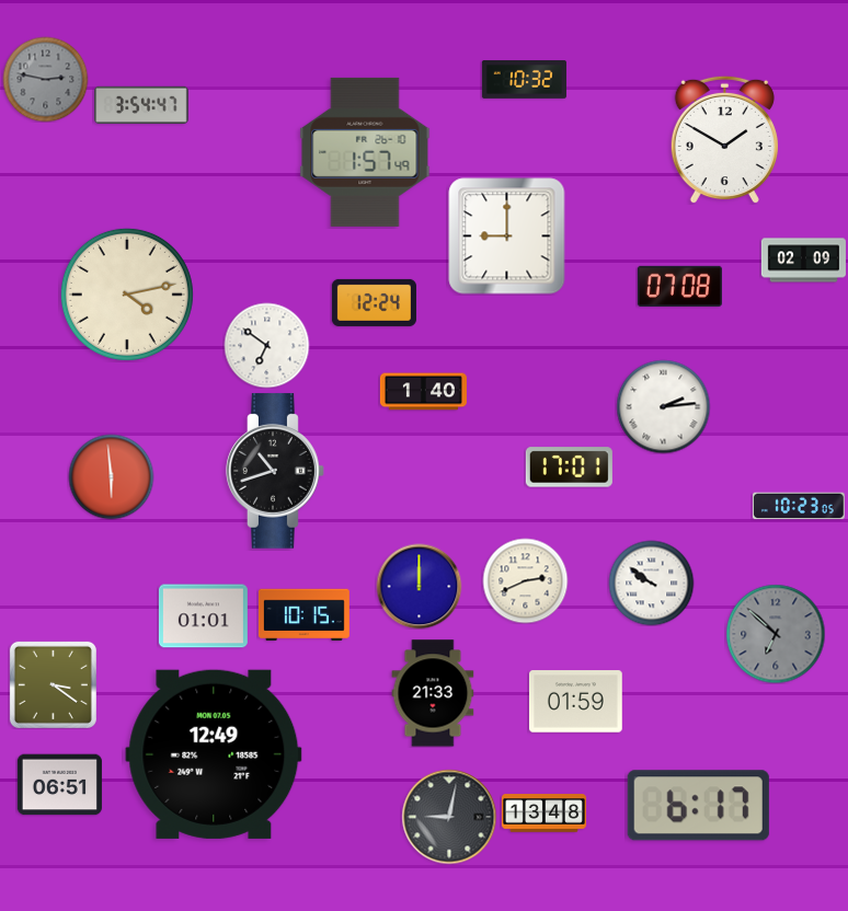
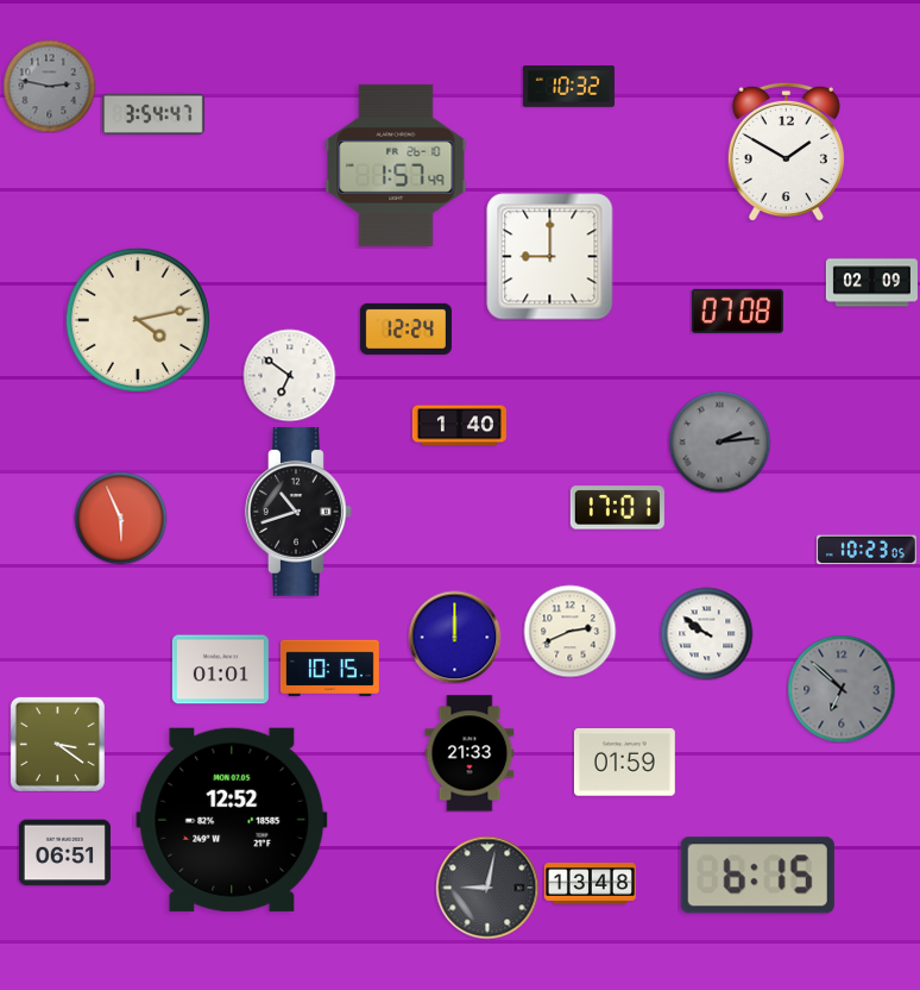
clock at (663, 406) dial: white -> grey
clock at (111, 476): 5:59 -> 5:56
clock at (214, 754): 12:49 -> 12:52
clock at (698, 806): 6:17 -> 6:15
